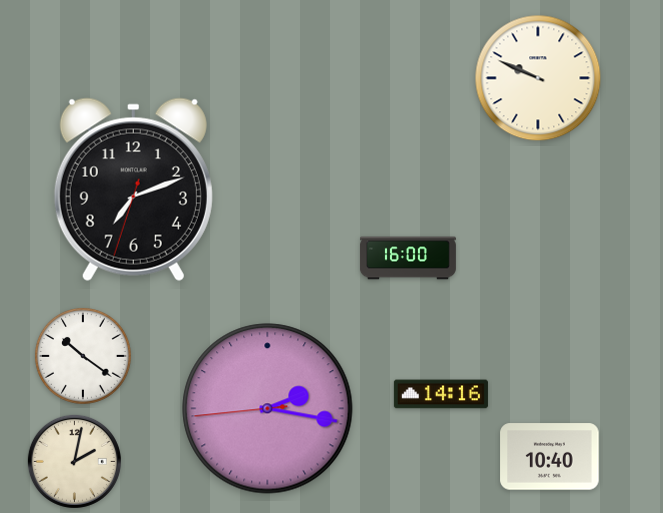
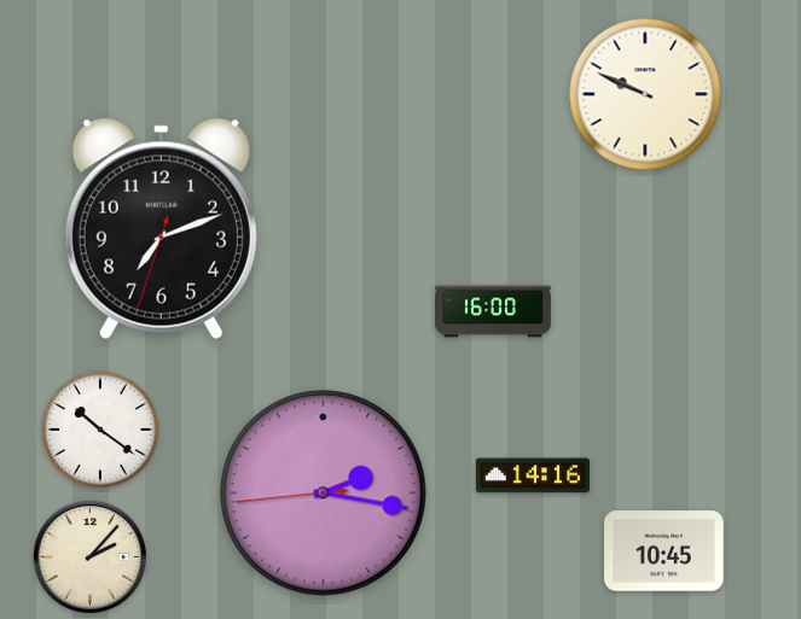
clock at (538, 78) position: (538, 78) -> (645, 94)
clock at (550, 457): 10:40 -> 10:45
clock at (74, 461): 2:02 -> 2:07
